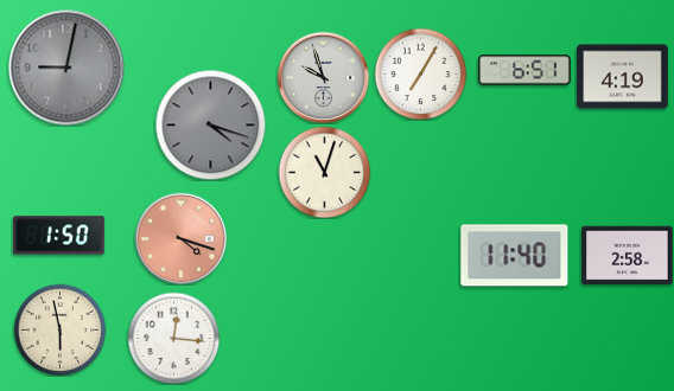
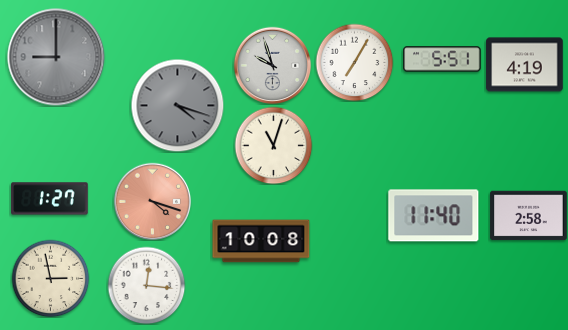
clock at (66, 68): 9:02 -> 9:00
clock at (524, 70): 6:51 -> 5:51
clock at (59, 236): 1:50 -> 1:27
clock at (261, 241): none -> 10:08
clock at (59, 329): 5:58 -> 2:58
